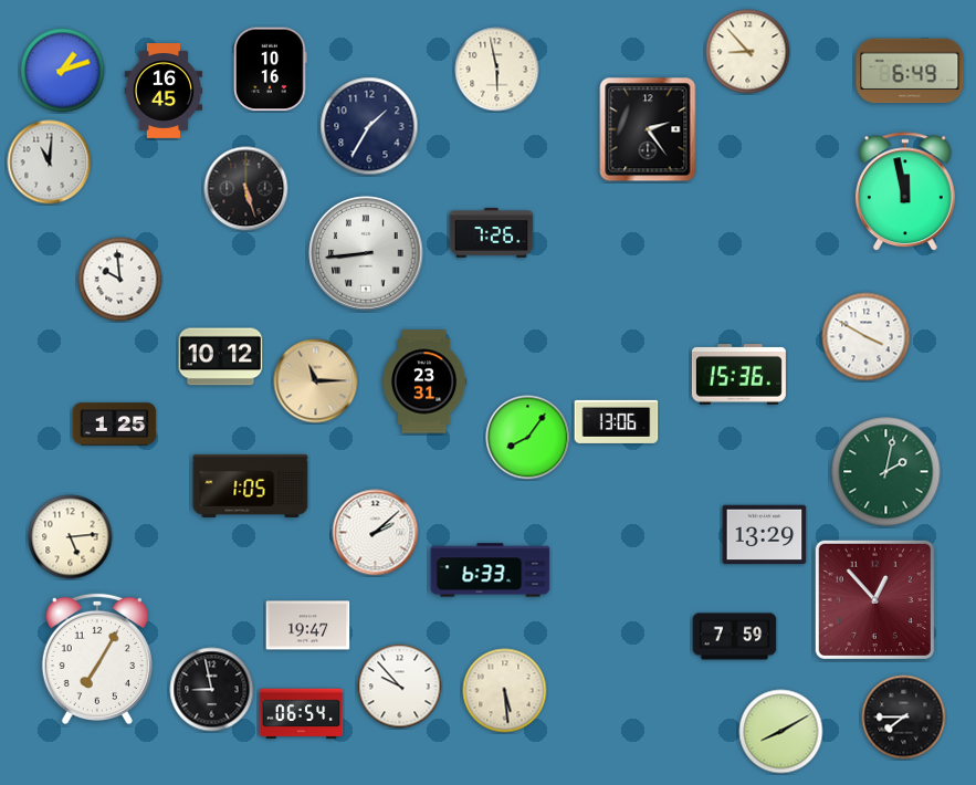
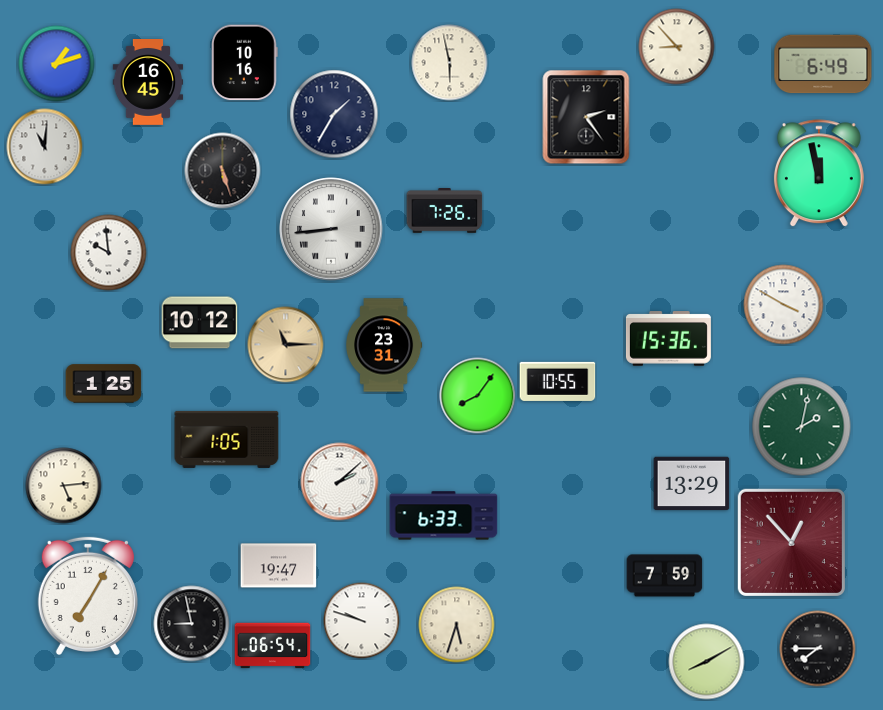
clock at (617, 421): 13:06 -> 10:55
clock at (400, 687): 9:53 -> 9:48
clock at (505, 691): 5:29 -> 5:33
